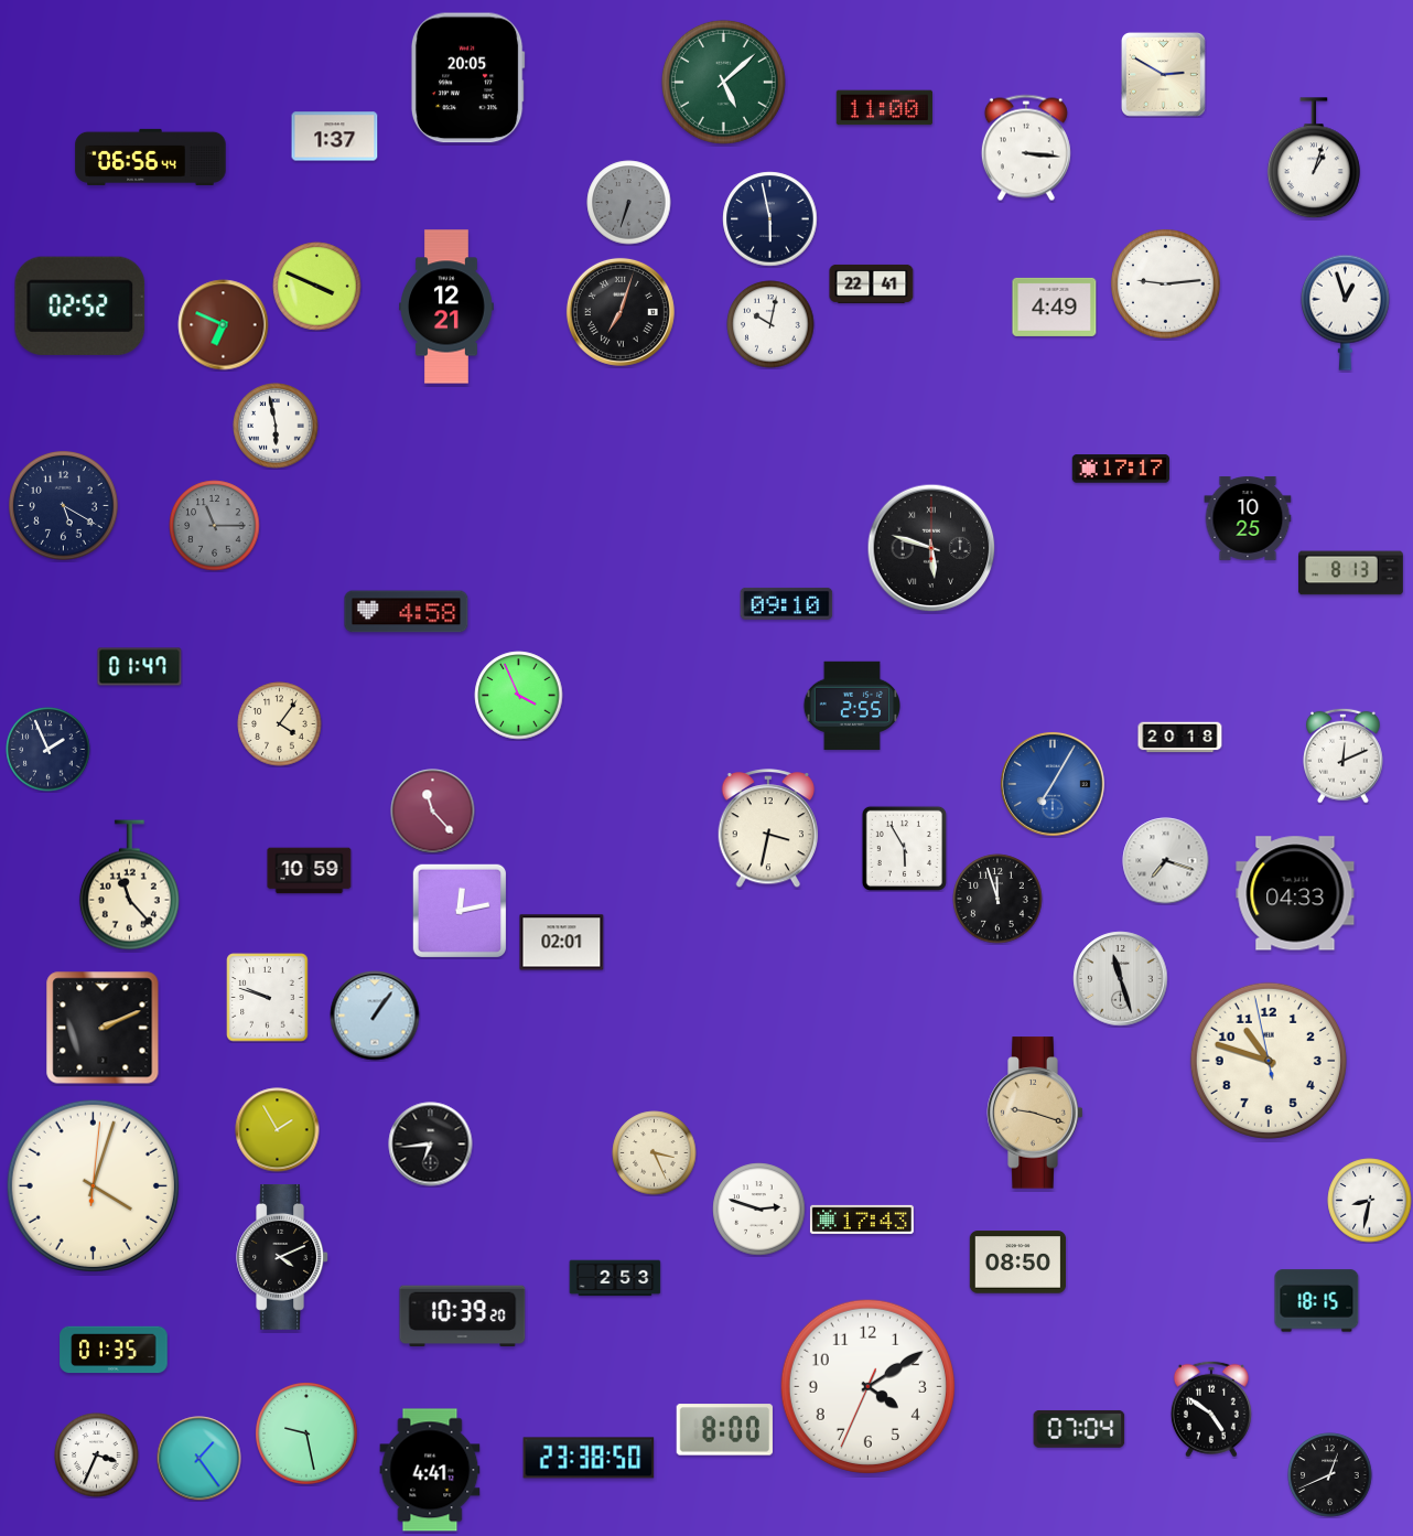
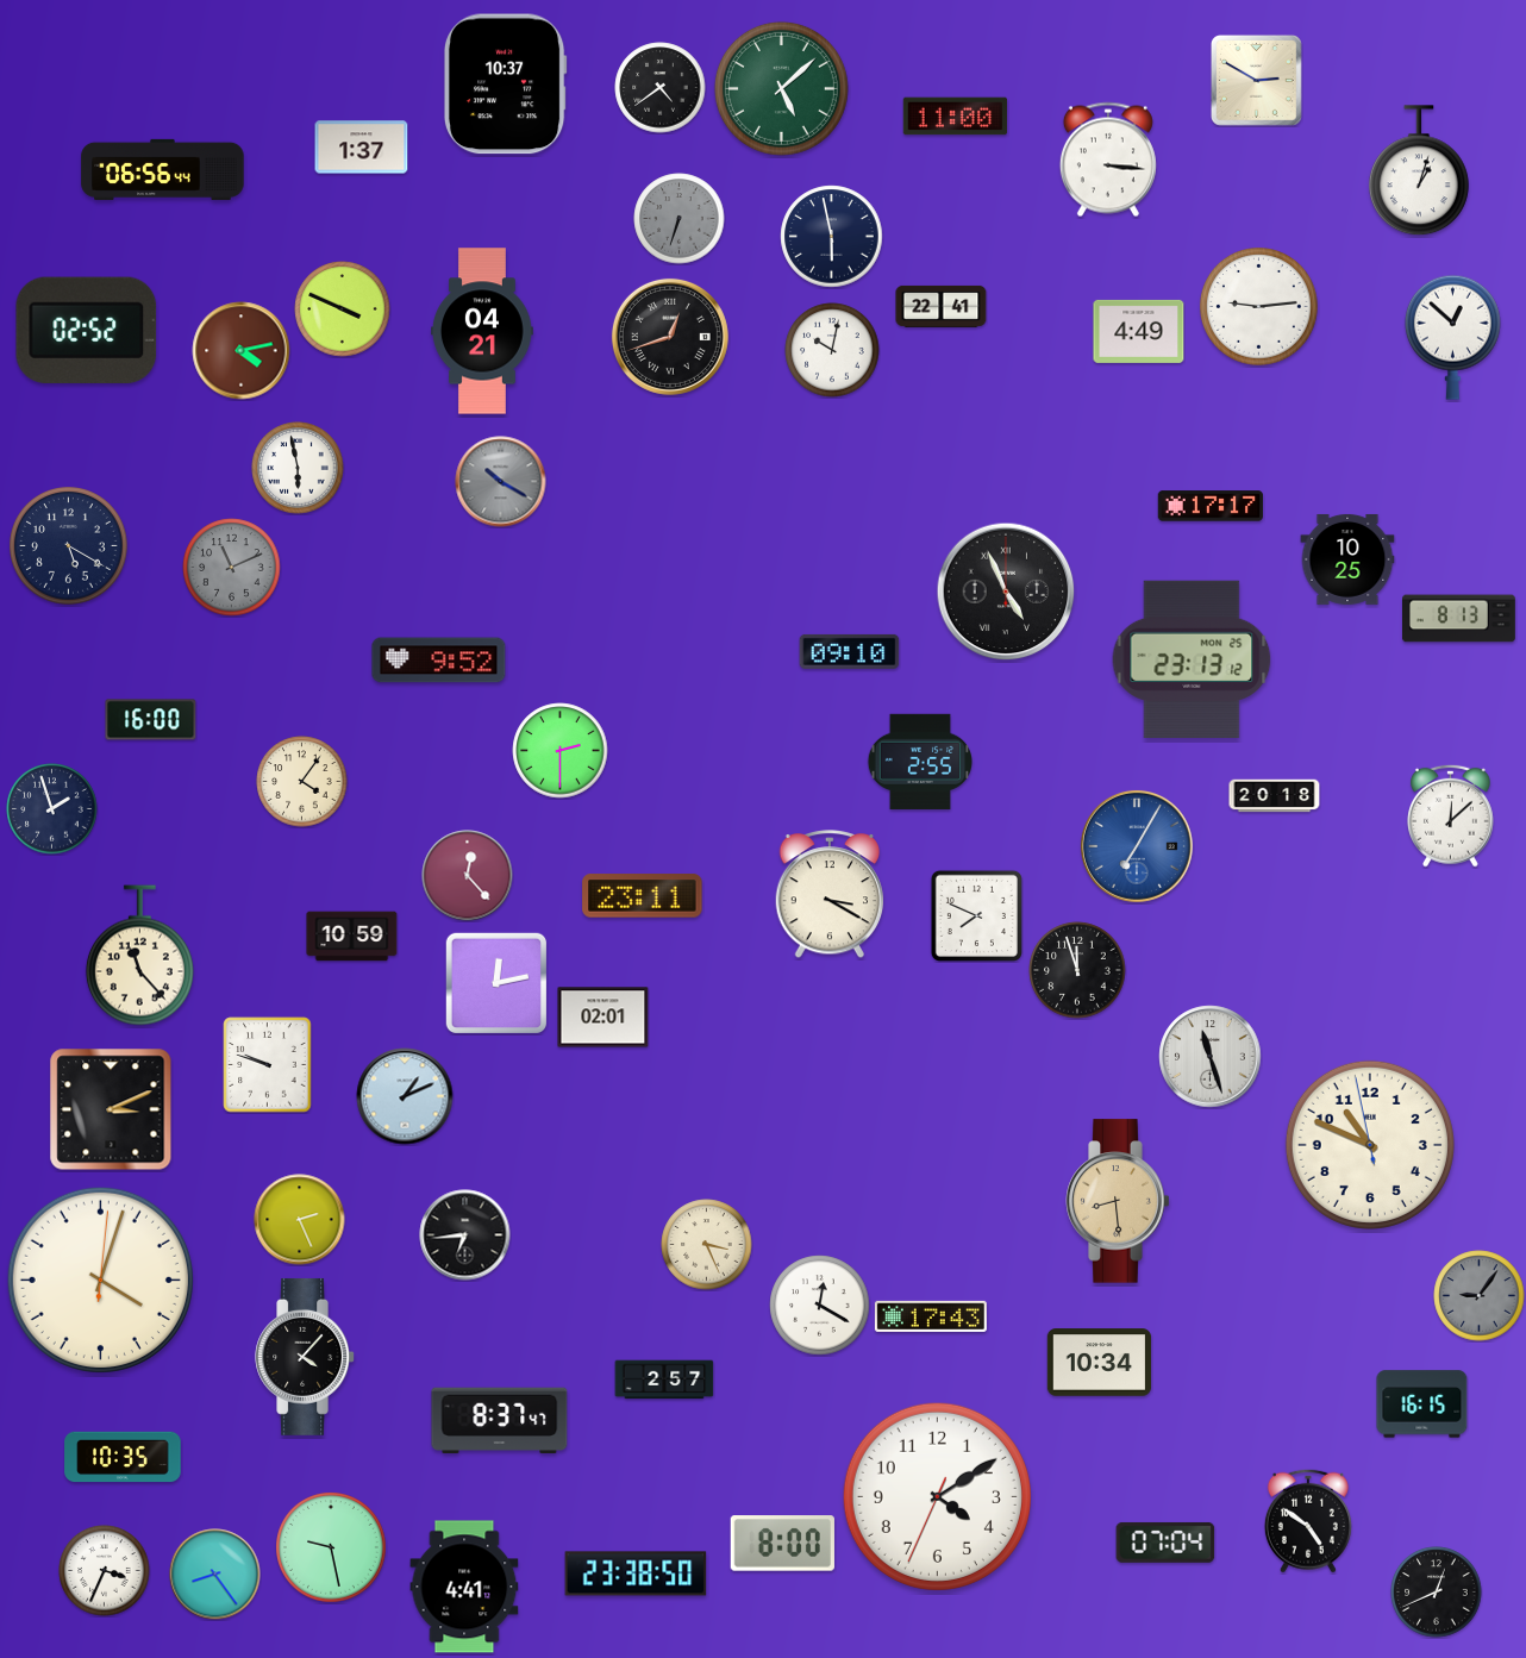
clock at (467, 78): 20:05 -> 10:37
clock at (661, 88): none -> 4:39
clock at (447, 307): 12:21 -> 04:21
clock at (621, 312): 7:03 -> 12:42
clock at (1345, 312): 12:57 -> 12:52
clock at (224, 325): 6:49 -> 4:13
clock at (276, 426) position: (276, 426) -> (298, 468)
clock at (501, 482): none -> 10:20
clock at (215, 526): 11:15 -> 11:11
clock at (931, 548): 5:48 -> 4:56
clock at (1192, 658): none -> 23:13
clock at (407, 612): 4:58 -> 9:52
clock at (140, 667): 01:47 -> 16:00
clock at (519, 696): 3:56 -> 2:30
clock at (48, 750): 1:56 -> 1:57
clock at (1344, 755): 12:11 -> 12:08
clock at (433, 812): 11:23 -> 12:23
clock at (768, 829): 3:32 -> 3:20
clock at (643, 896): none -> 23:11
clock at (904, 848): 5:55 -> 7:49
clock at (1166, 861): 7:18 -> none
clock at (310, 871) position: (310, 871) -> (352, 937)
clock at (1295, 893): 04:33 -> none
clock at (562, 943) position: (562, 943) -> (603, 1018)
clock at (268, 998) position: (268, 998) -> (268, 1065)
clock at (375, 1016): 1:06 -> 1:11
clock at (103, 1028): 2:11 -> 3:11
clock at (1269, 1061): 10:47 -> 10:48
clock at (1035, 1113): 9:18 -> 8:29
clock at (278, 1130): 1:55 -> 2:26
clock at (1370, 1201): 8:32 -> 9:06
clock at (1370, 1201) dial: white -> grey
clock at (759, 1210): 2:48 -> 12:20
clock at (282, 1257): 4:11 -> 4:07
clock at (1018, 1263): 08:50 -> 10:34
clock at (615, 1278): 2:53 -> 2:57
clock at (1317, 1301): 18:15 -> 16:15
clock at (463, 1317): 10:39 -> 8:37
clock at (114, 1350): 01:35 -> 10:35
clock at (199, 1459): 1:24 -> 8:24
